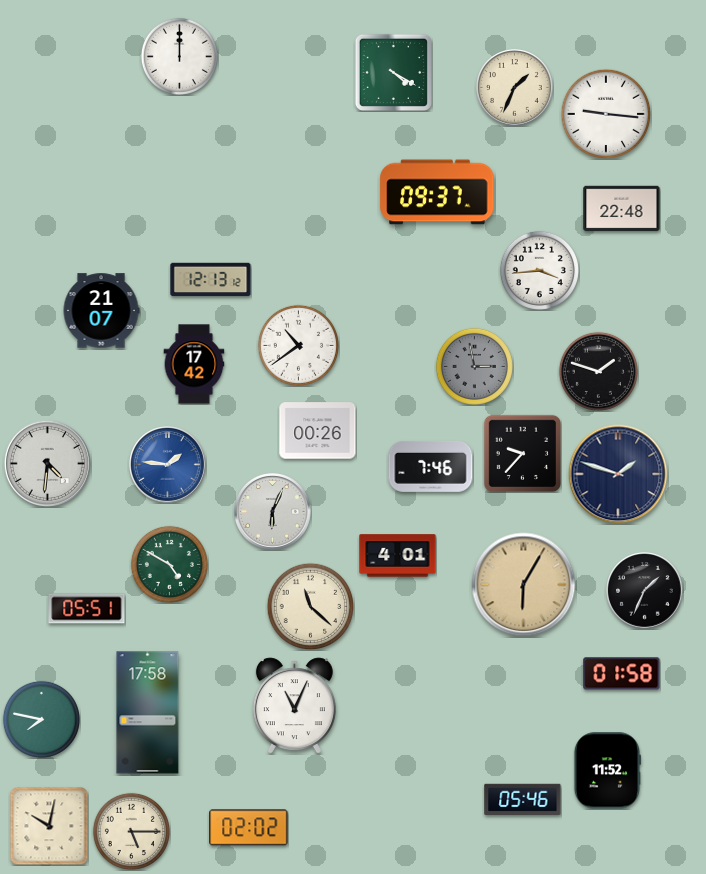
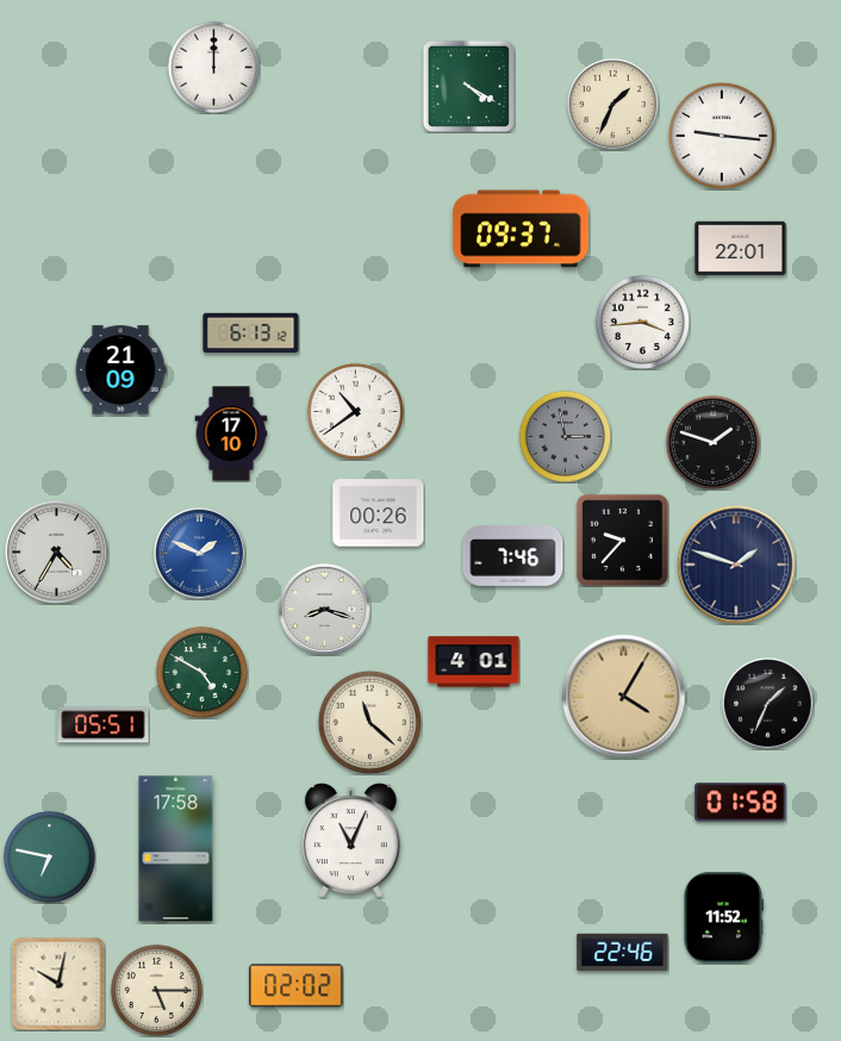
clock at (622, 209): 22:48 -> 22:01
clock at (211, 280): 12:13 -> 6:13
clock at (101, 311): 21:07 -> 21:09
clock at (194, 364): 17:42 -> 17:10
clock at (47, 463): 4:31 -> 4:35
clock at (168, 465): 1:46 -> 1:49
clock at (273, 512): 6:04 -> 8:18
clock at (524, 585): 6:05 -> 4:05
clock at (41, 719): 7:47 -> 6:47
clock at (523, 799): 05:46 -> 22:46
